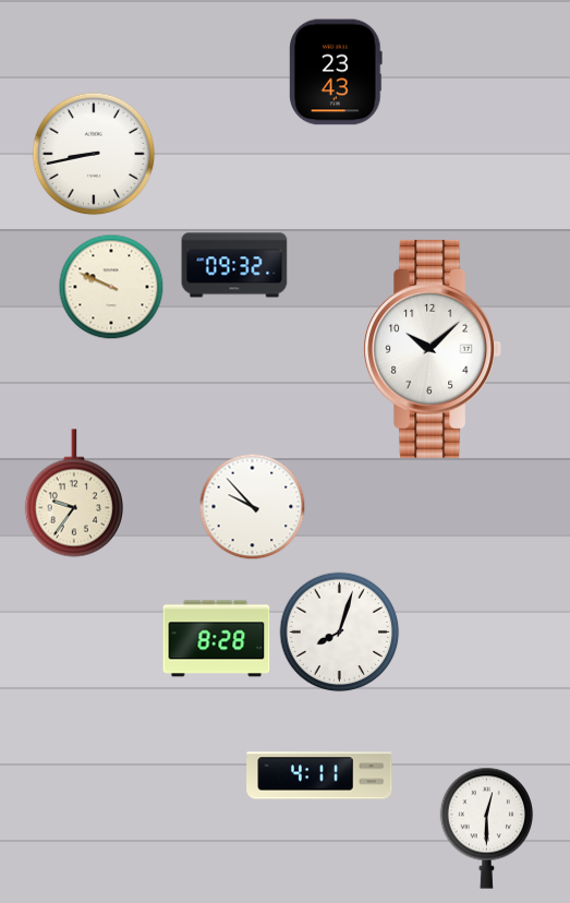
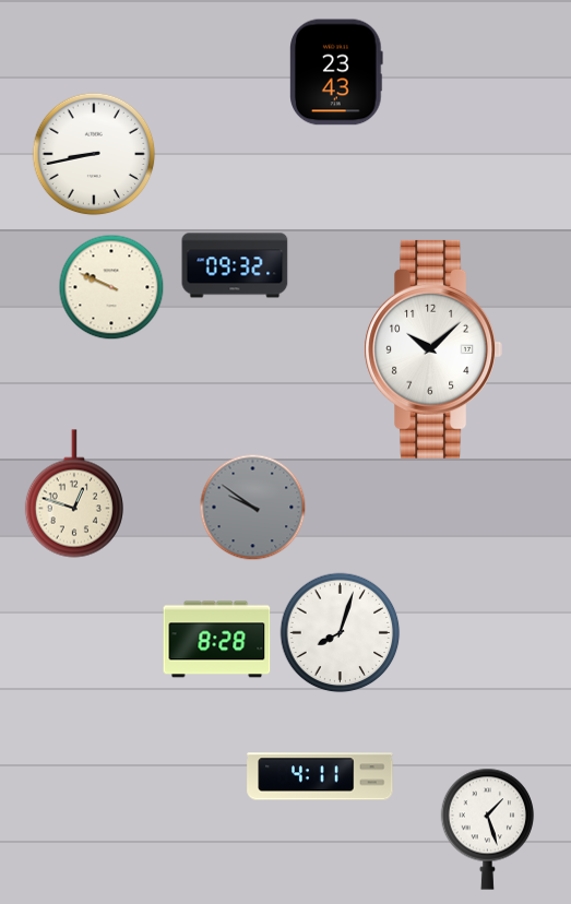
clock at (74, 493): 9:36 -> 12:48
clock at (253, 507): 9:53 -> 9:51
clock at (253, 507) dial: white -> grey
clock at (487, 828): 12:30 -> 1:27
